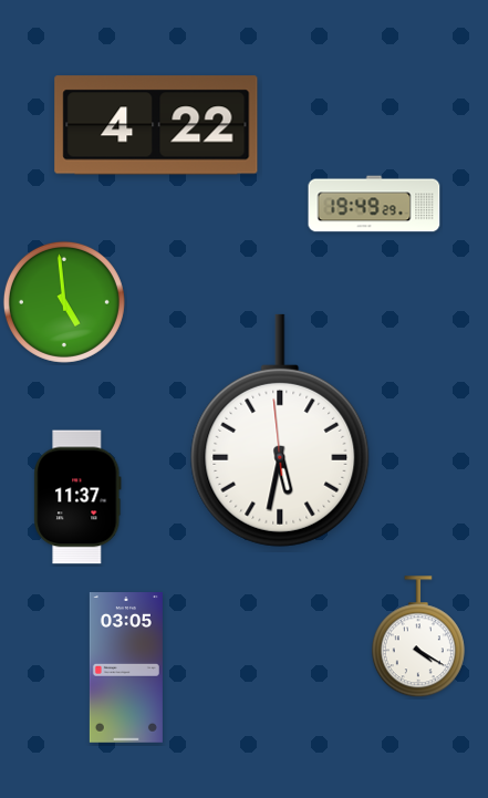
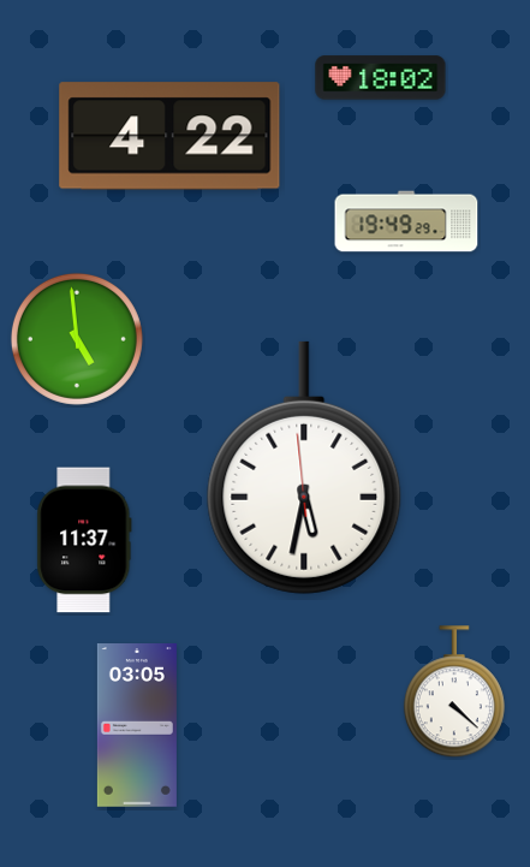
clock at (381, 78): none -> 18:02
clock at (64, 302) position: (64, 302) -> (77, 339)
clock at (418, 638): 4:20 -> 4:22
